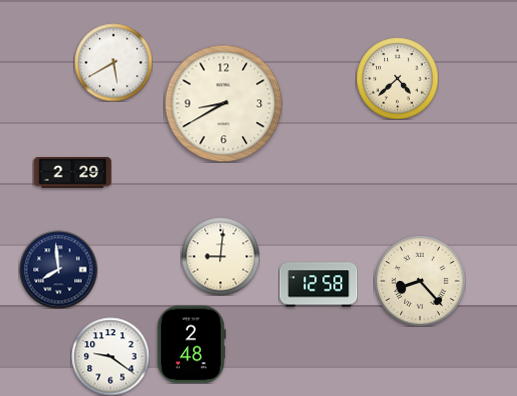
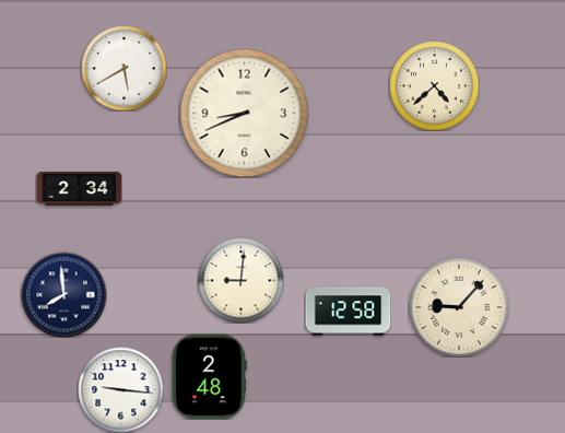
clock at (223, 103): 8:40 -> 8:41
clock at (72, 173): 2:29 -> 2:34
clock at (420, 281): 8:23 -> 9:07
clock at (110, 356): 9:21 -> 9:16
